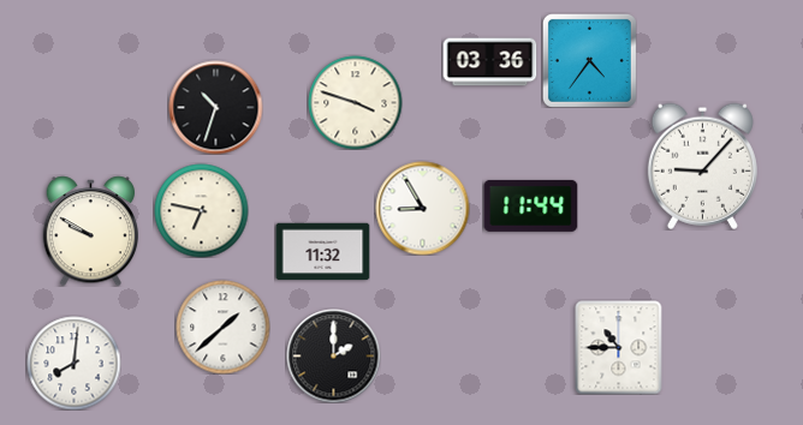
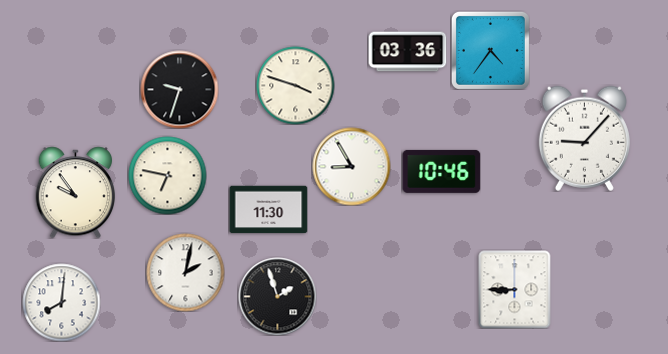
clock at (215, 107): 10:33 -> 9:33
clock at (530, 205): 11:44 -> 10:46
clock at (422, 208) position: (422, 208) -> (351, 166)
clock at (90, 231): 9:50 -> 9:54
clock at (322, 252): 11:32 -> 11:30
clock at (222, 327): 1:38 -> 2:02
clock at (619, 347): 10:45 -> 8:45
clock at (333, 355): 2:00 -> 1:57
